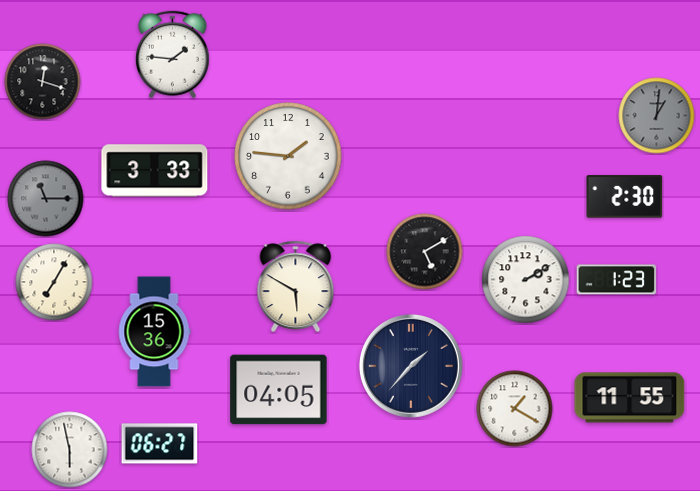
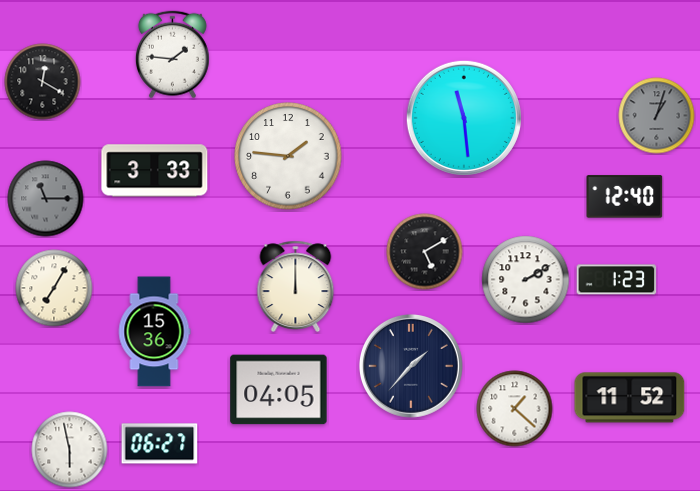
clock at (43, 82): 12:18 -> 12:20
clock at (657, 116): 1:01 -> 1:03
clock at (464, 118): none -> 11:29
clock at (625, 197): 2:30 -> 12:40
clock at (54, 282) position: (54, 282) -> (54, 288)
clock at (296, 286): 5:50 -> 12:00
clock at (630, 398): 11:55 -> 11:52
clock at (515, 409): 1:20 -> 1:22
